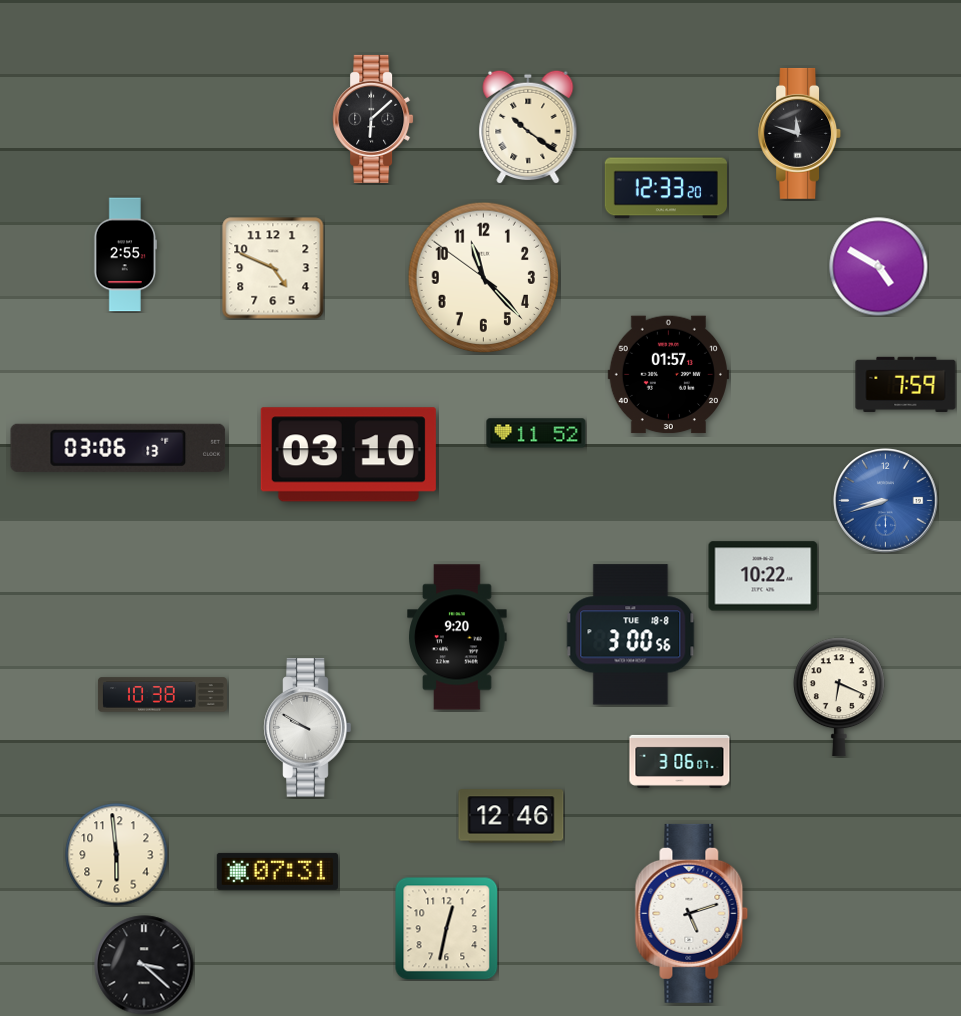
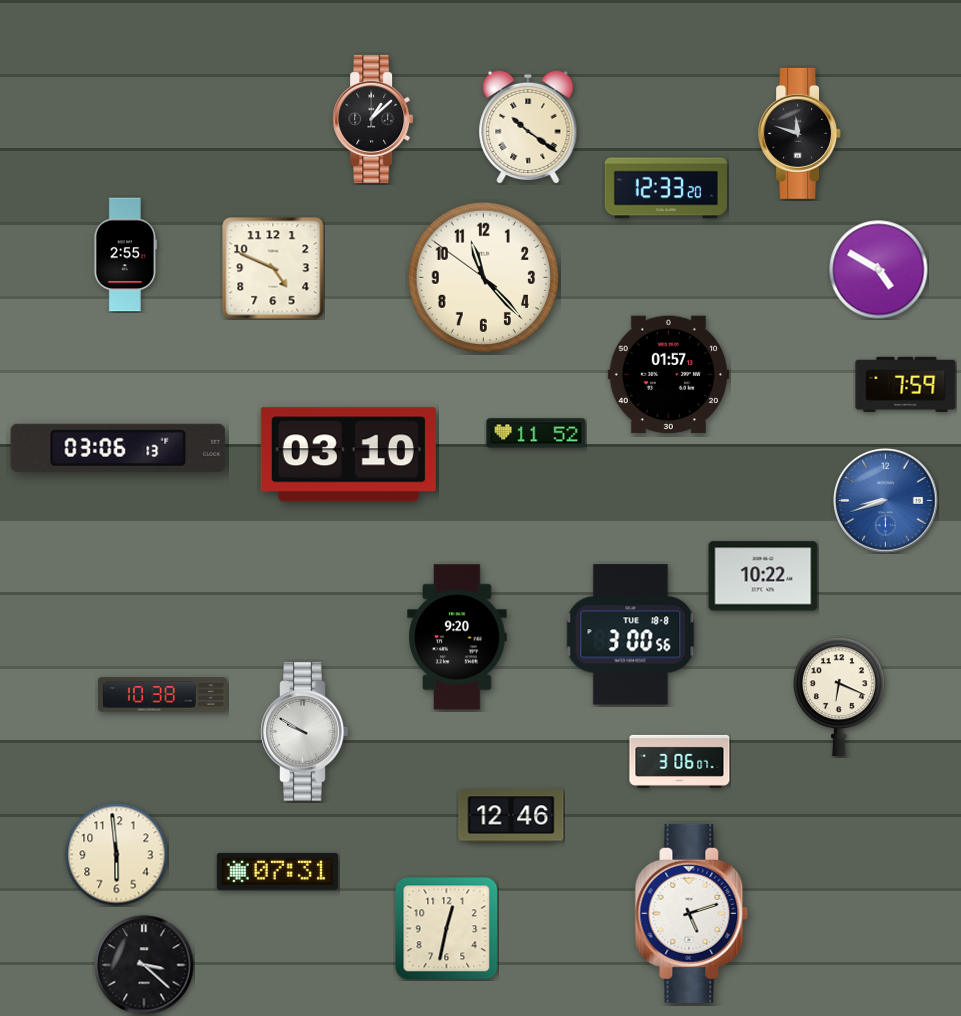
clock at (373, 119): 6:08 -> 1:08
clock at (879, 267) position: (879, 267) -> (879, 270)
clock at (308, 728) position: (308, 728) -> (305, 732)
